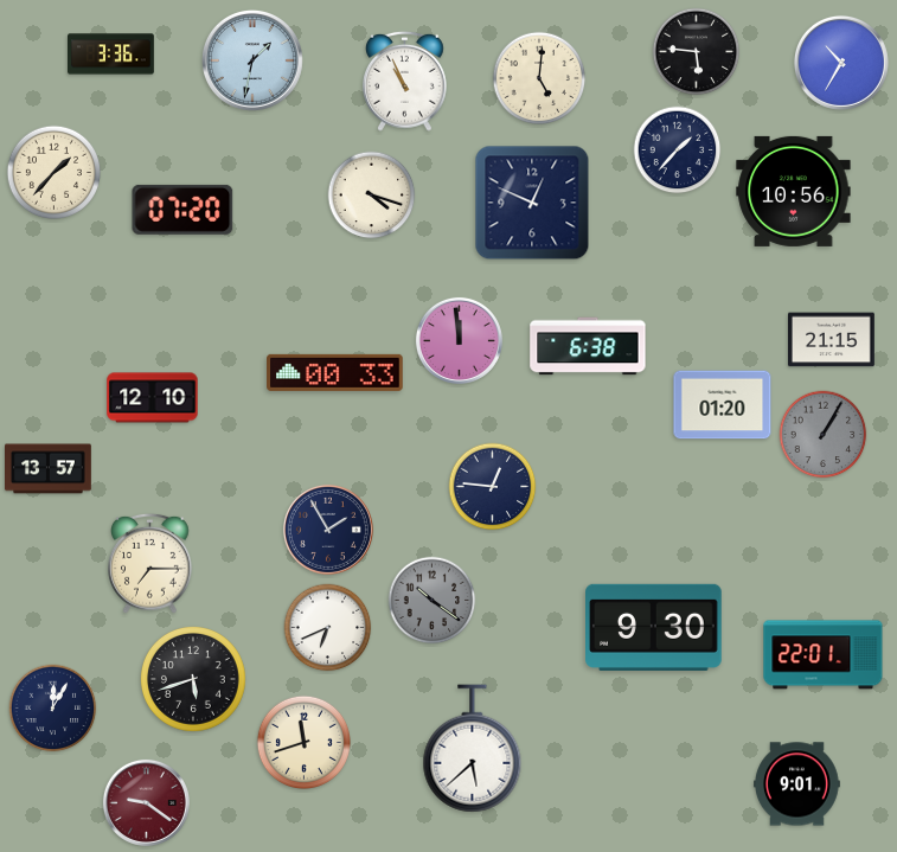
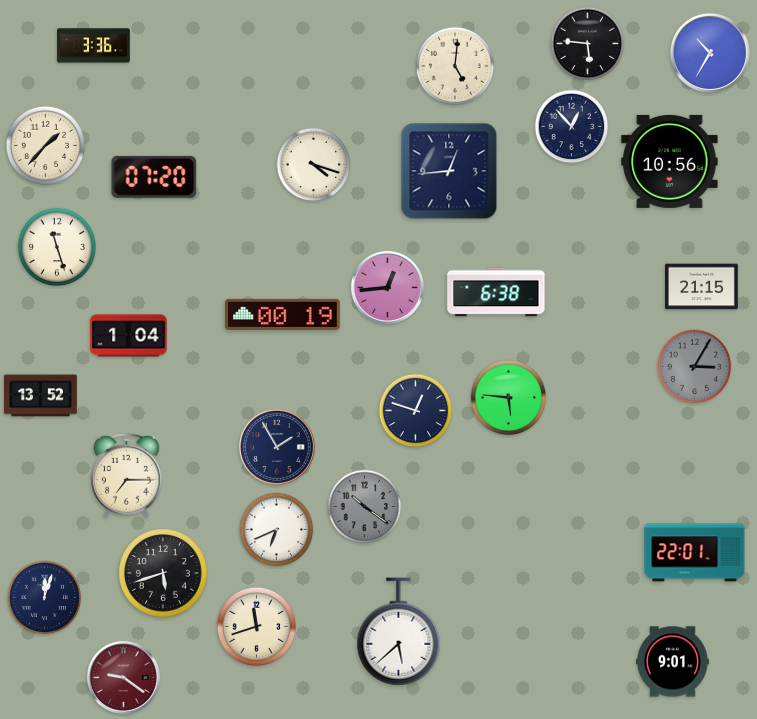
clock at (252, 60): 1:32 -> none
clock at (405, 81): 10:56 -> none
clock at (678, 150): 1:37 -> 12:53
clock at (532, 203): 12:49 -> 12:44
clock at (57, 247): none -> 11:27
clock at (459, 340): 11:59 -> 12:44
clock at (335, 372): 00:33 -> 00:19
clock at (153, 398): 12:10 -> 1:04
clock at (723, 405): 01:20 -> none
clock at (824, 435): 1:05 -> 3:05
clock at (49, 469): 13:57 -> 13:52
clock at (509, 398): none -> 5:46
clock at (493, 487): 12:46 -> 12:48
clock at (654, 627): 9:30 -> none
clock at (53, 709): 12:05 -> 12:03
